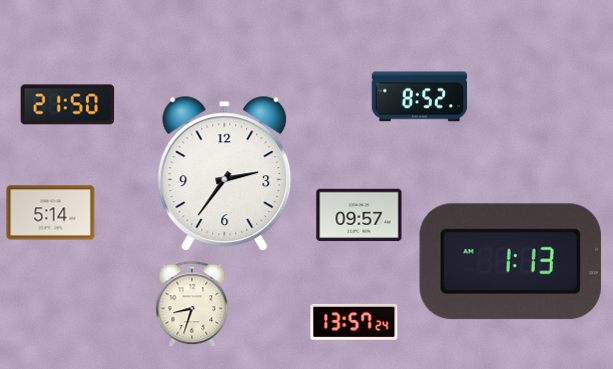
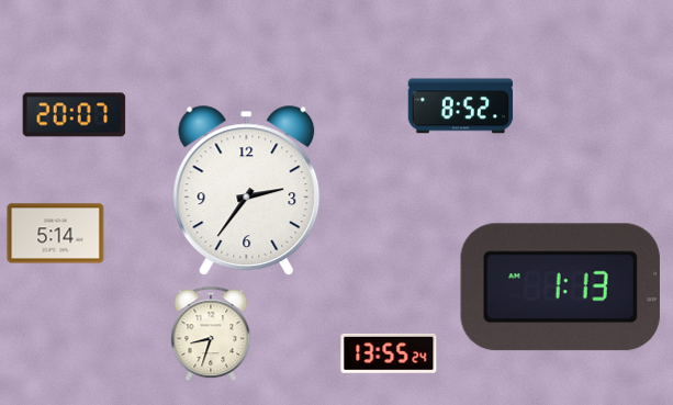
clock at (68, 105): 21:50 -> 20:07
clock at (359, 215): 09:57 -> none
clock at (354, 322): 13:57 -> 13:55
